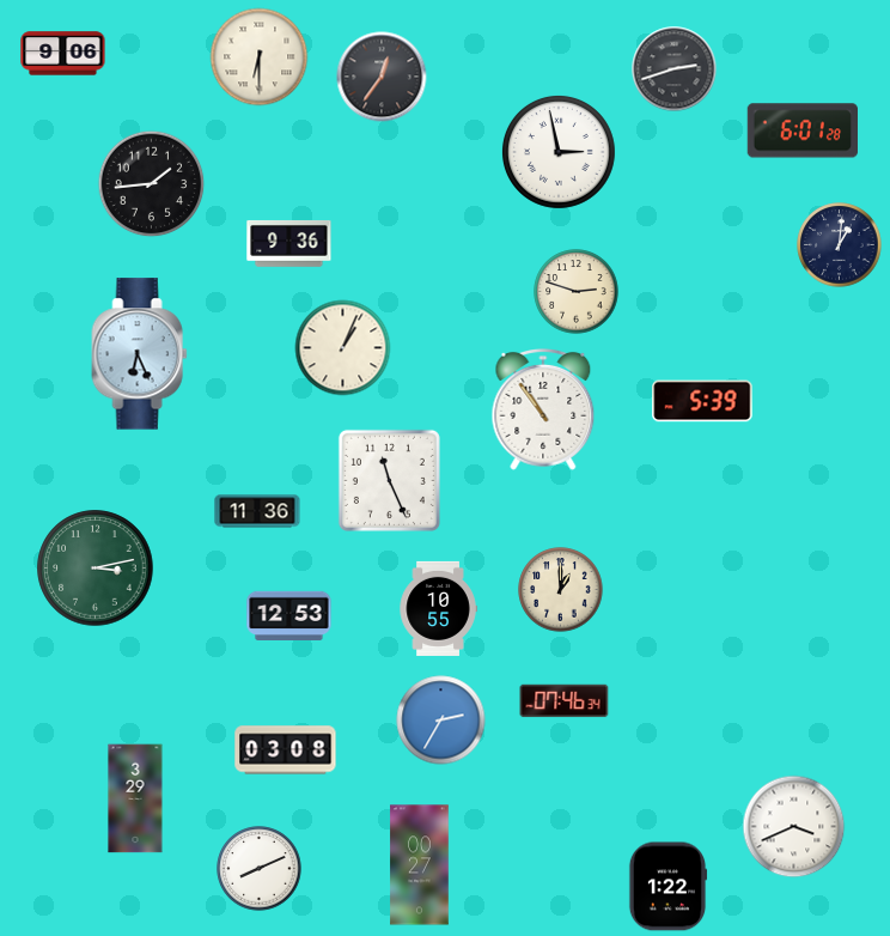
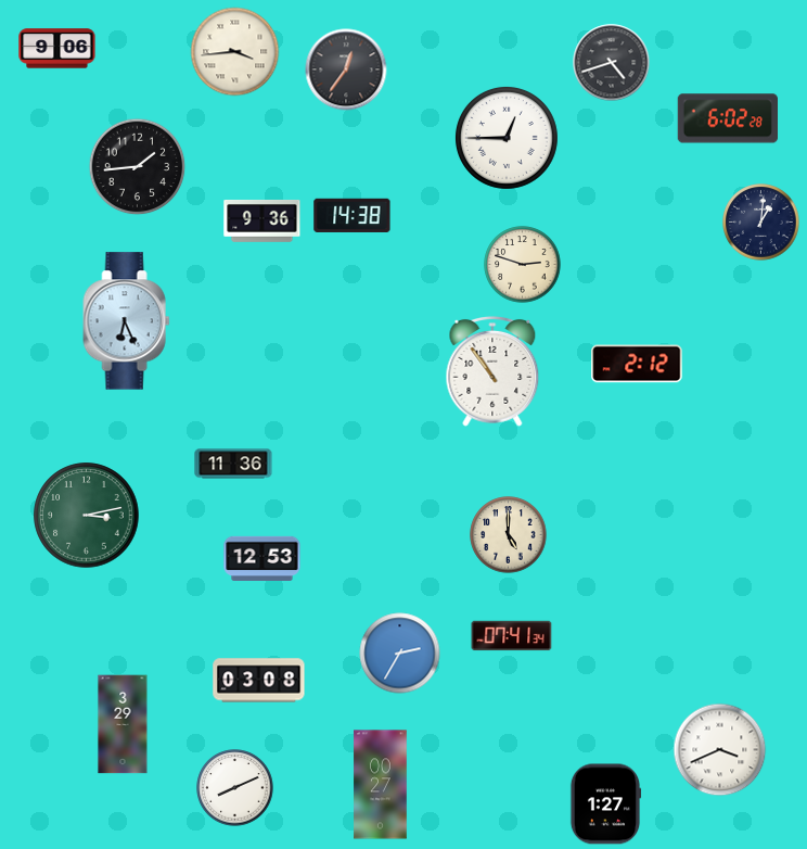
clock at (260, 57): 6:30 -> 3:44
clock at (675, 69): 2:42 -> 4:42
clock at (801, 130): 6:01 -> 6:02
clock at (559, 152): 2:58 -> 12:45
clock at (353, 215): none -> 14:38
clock at (343, 348): 1:04 -> none
clock at (702, 401): 5:39 -> 2:12
clock at (389, 480): 11:26 -> none
clock at (561, 590): 1:00 -> 5:00
clock at (438, 608): 10:55 -> none
clock at (565, 701): 07:46 -> 07:41
clock at (667, 887): 1:22 -> 1:27
